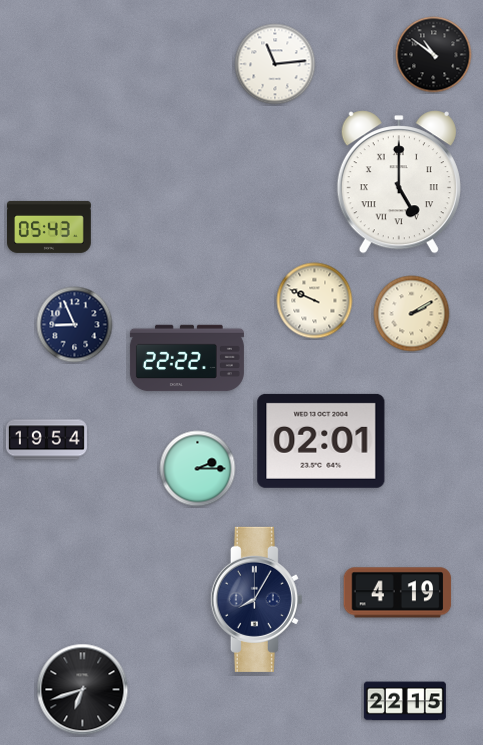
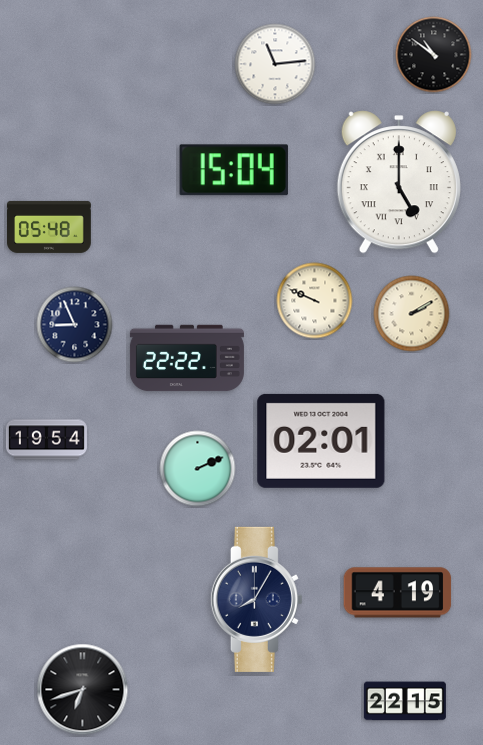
clock at (234, 170): none -> 15:04
clock at (50, 227): 05:43 -> 05:48
clock at (198, 469): 2:15 -> 2:11
